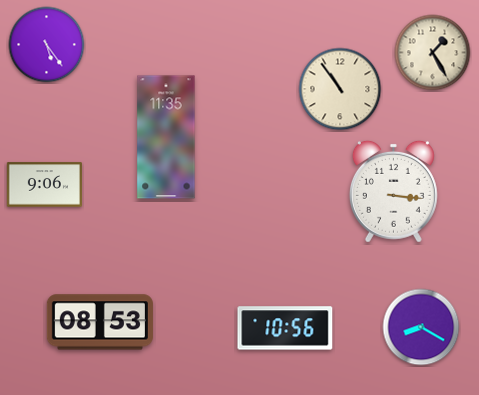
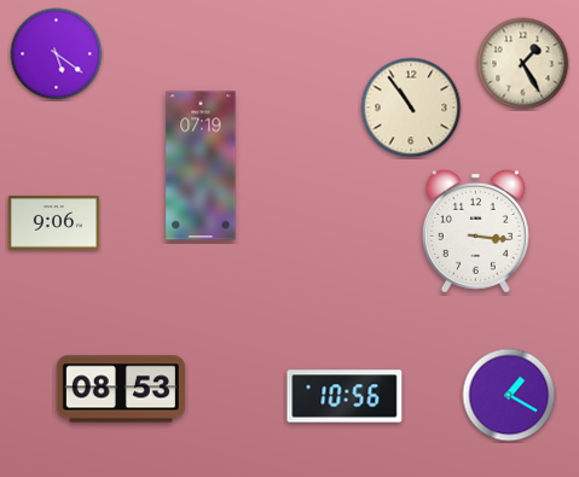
clock at (47, 45): 5:24 -> 5:21
clock at (166, 137): 11:35 -> 07:19
clock at (421, 327): 8:20 -> 1:20
